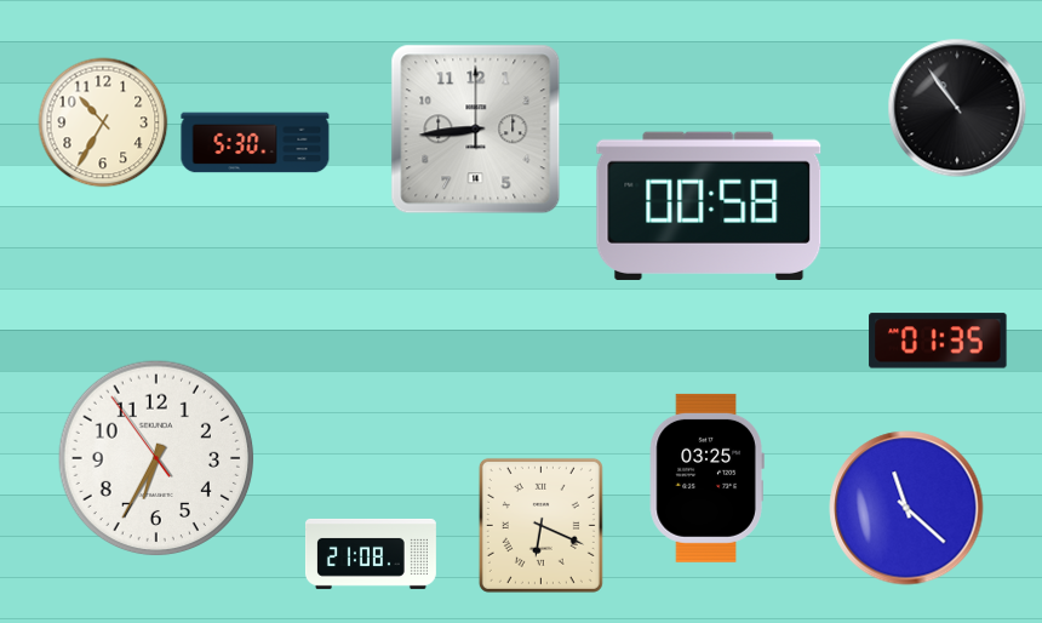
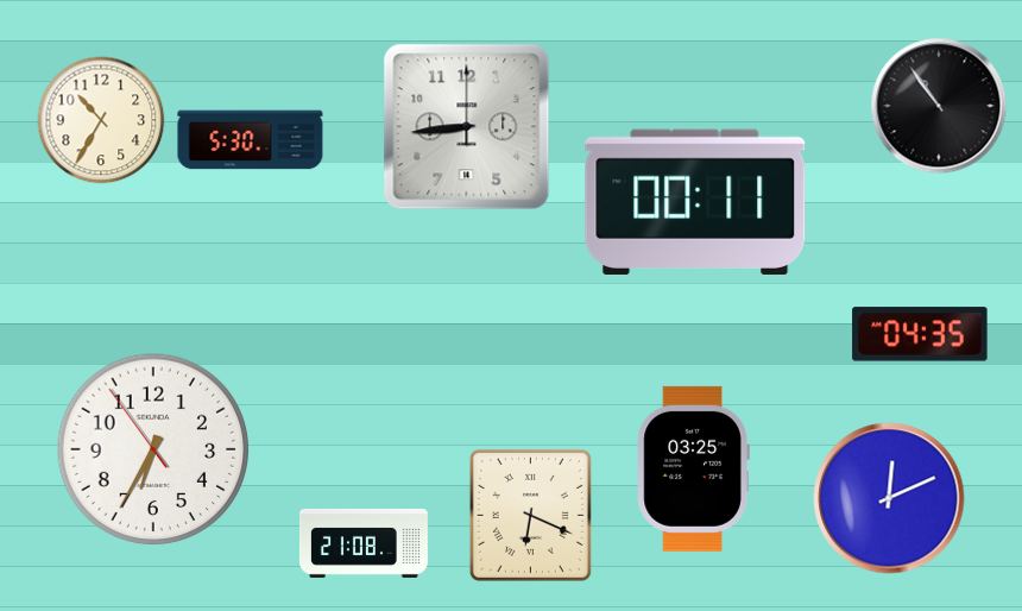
clock at (709, 206): 00:58 -> 00:11
clock at (938, 341): 01:35 -> 04:35
clock at (906, 508): 11:22 -> 12:11
